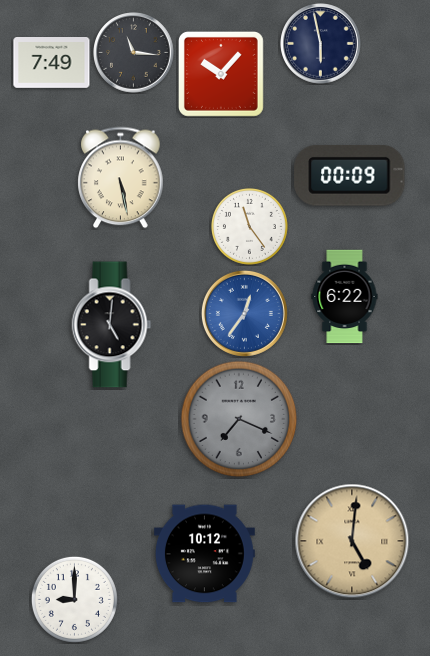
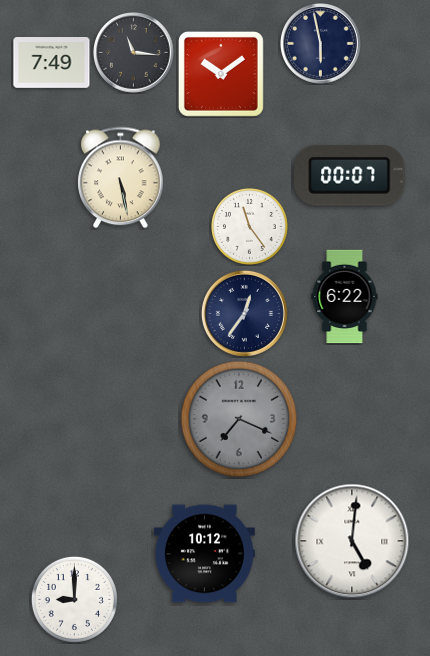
clock at (221, 74): 10:07 -> 10:09
clock at (350, 176): 00:09 -> 00:07
clock at (244, 313) dial: blue -> navy
clock at (112, 325): 5:01 -> none
clock at (352, 541) dial: champagne -> white
